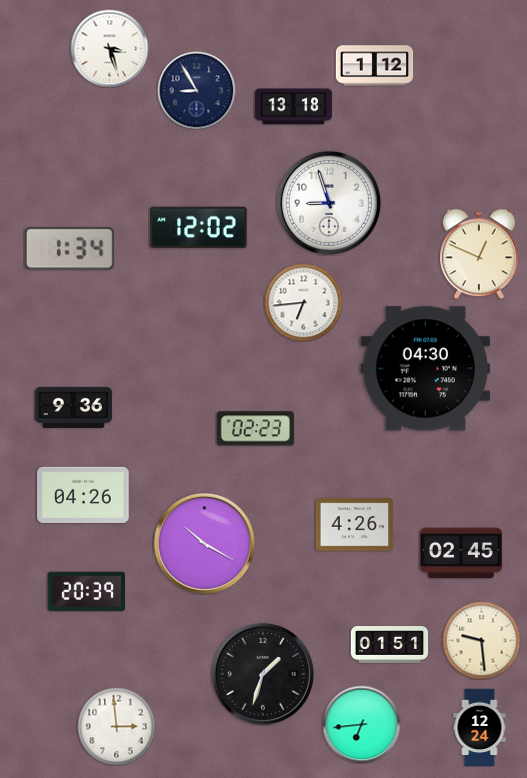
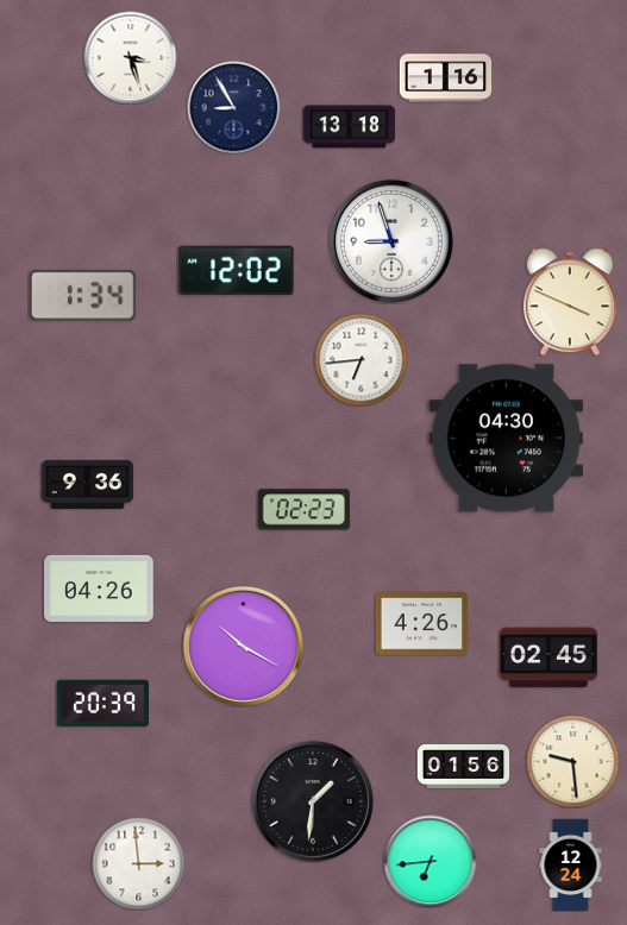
clock at (374, 66): 1:12 -> 1:16
clock at (479, 254): 12:49 -> 3:49
clock at (389, 645): 01:51 -> 01:56
clock at (263, 674): 1:33 -> 1:31
